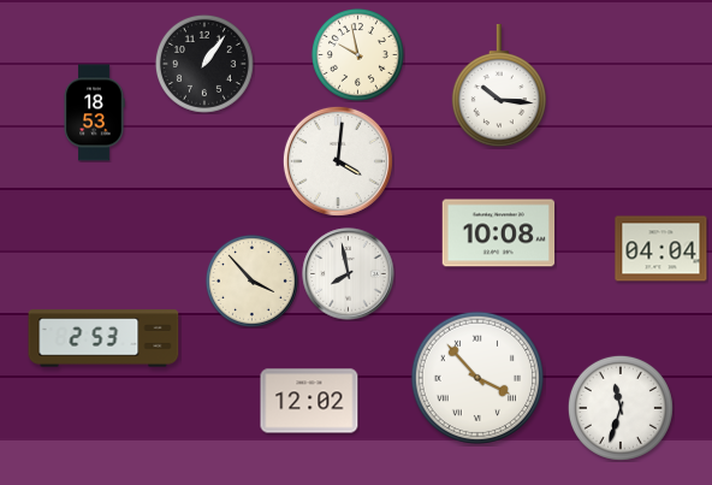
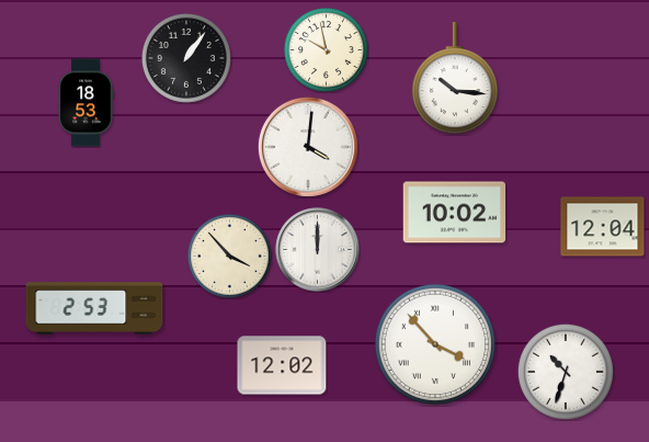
clock at (499, 233): 10:08 -> 10:02
clock at (661, 249): 04:04 -> 12:04
clock at (349, 274): 7:58 -> 12:00
clock at (621, 408): 11:33 -> 10:33
